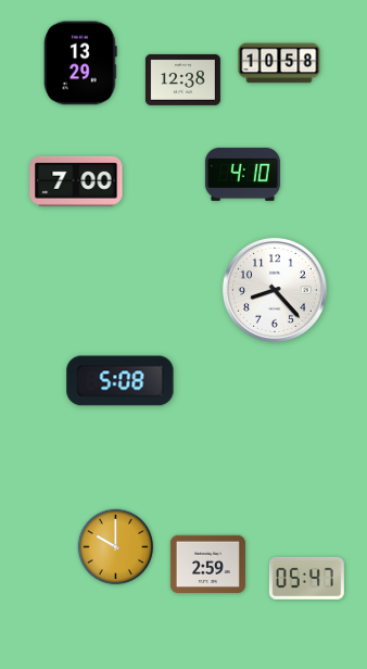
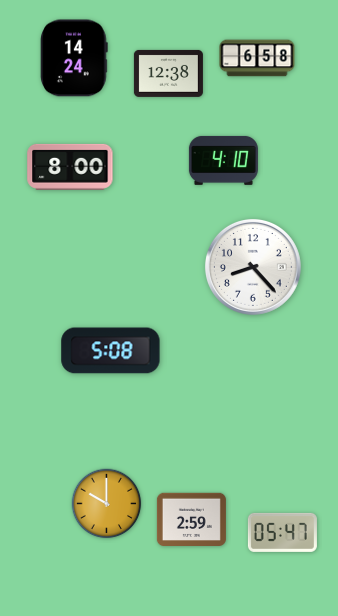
clock at (81, 63): 13:29 -> 14:24
clock at (279, 63): 10:58 -> 6:58
clock at (76, 181): 7:00 -> 8:00
